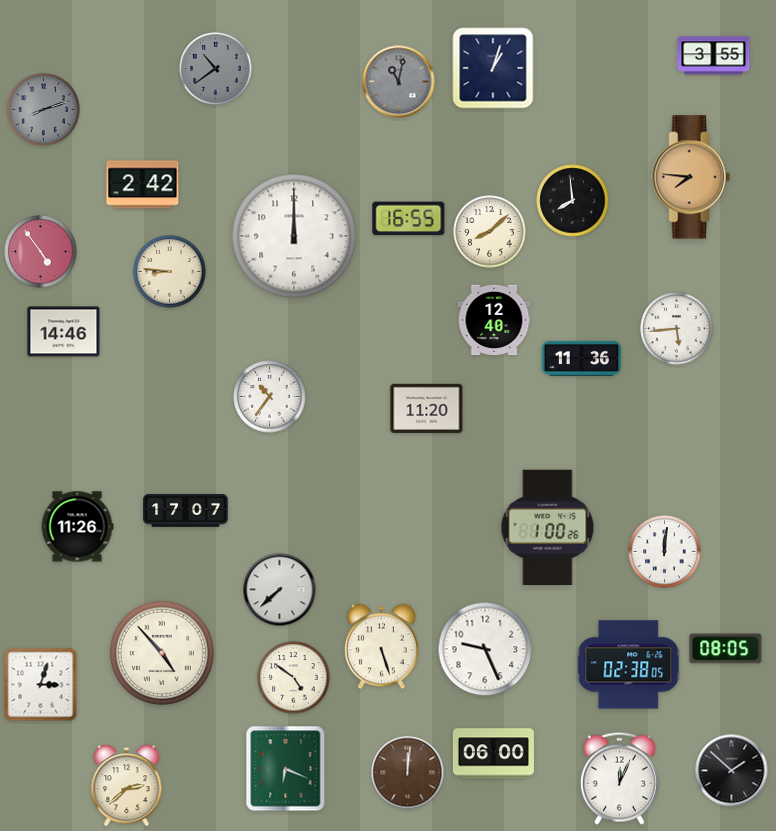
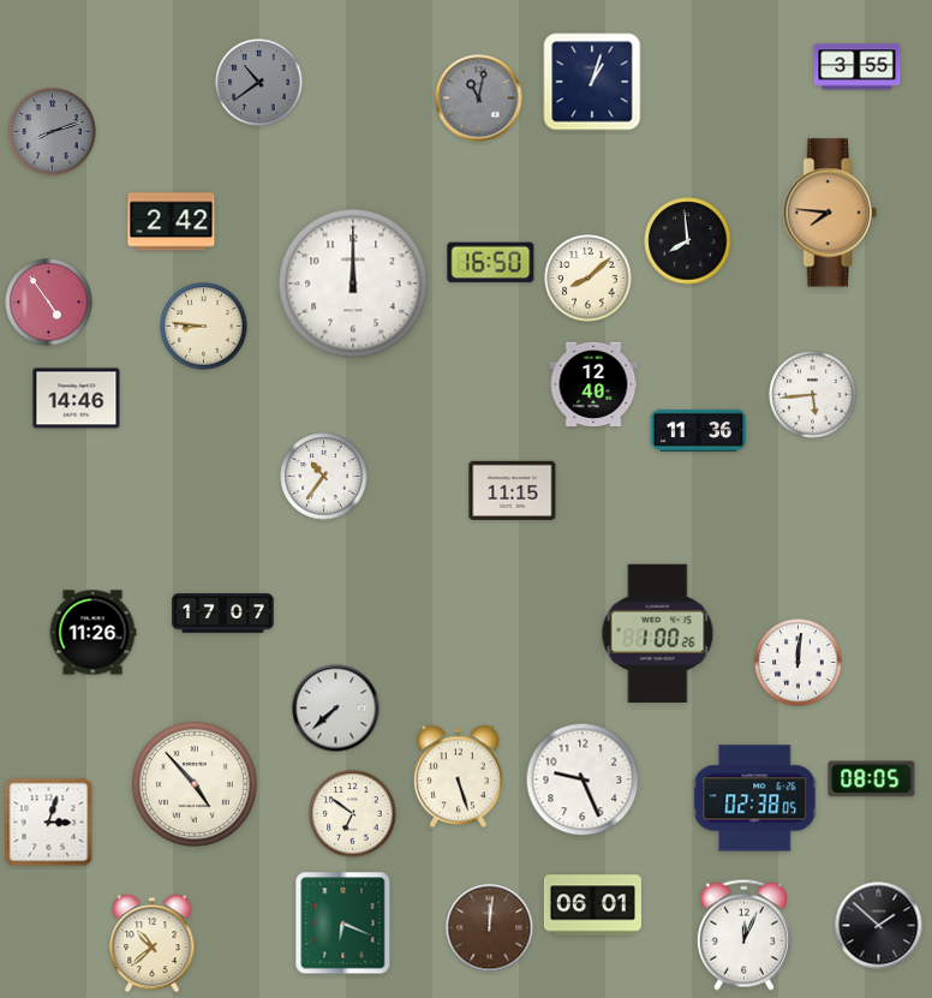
clock at (409, 219): 16:55 -> 16:50
clock at (427, 408): 11:20 -> 11:15
clock at (294, 678): 4:51 -> 6:51
clock at (493, 754): 06:00 -> 06:01
clock at (127, 786): 2:38 -> 10:38
